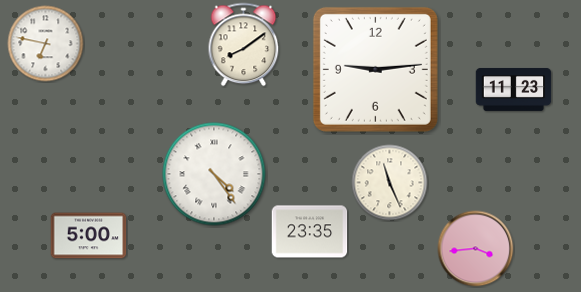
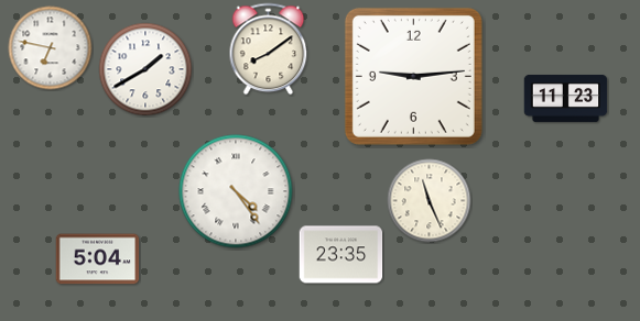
clock at (145, 69): none -> 1:40
clock at (89, 236): 5:00 -> 5:04
clock at (476, 249): 3:44 -> none
